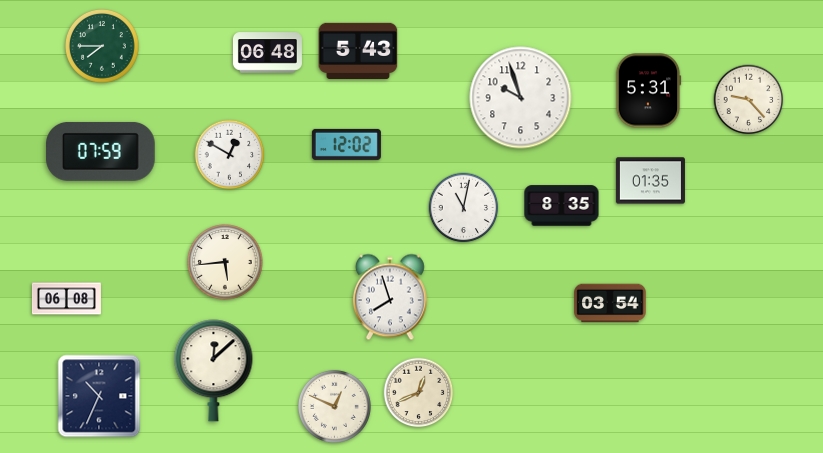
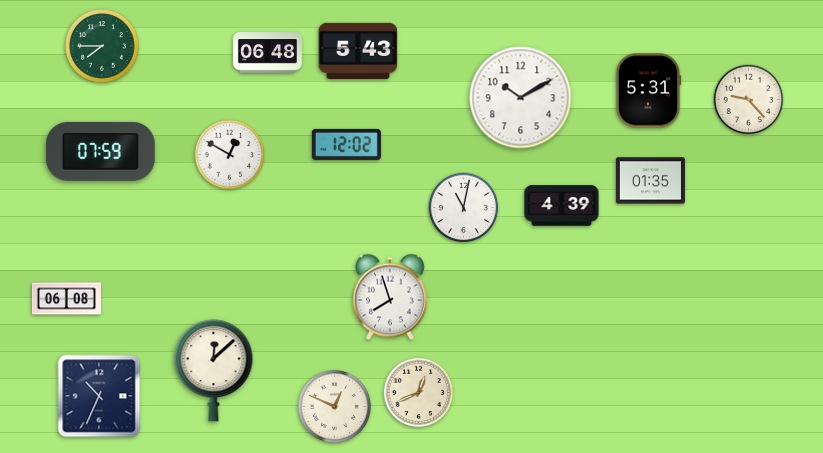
clock at (521, 98): 9:57 -> 10:10
clock at (562, 206): 8:35 -> 4:39
clock at (225, 262): 5:44 -> none
clock at (610, 303): 03:54 -> none
